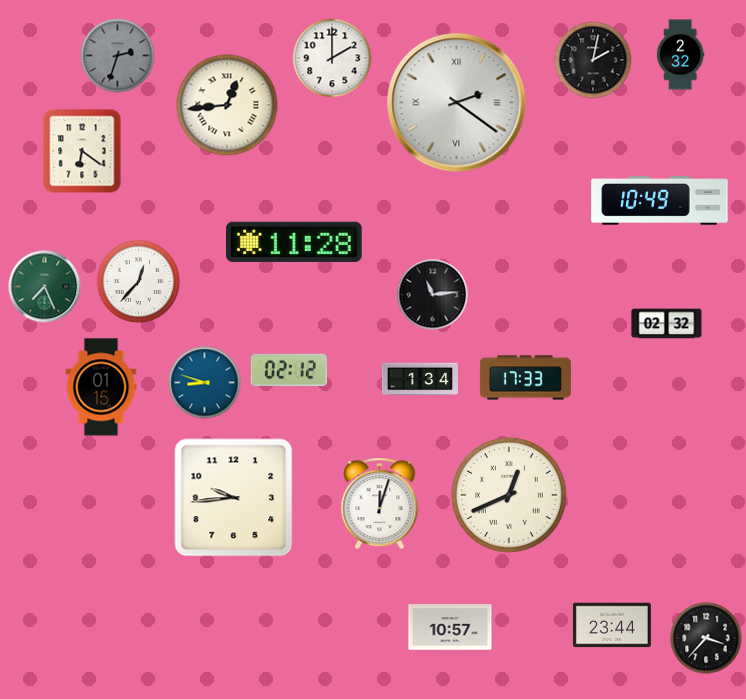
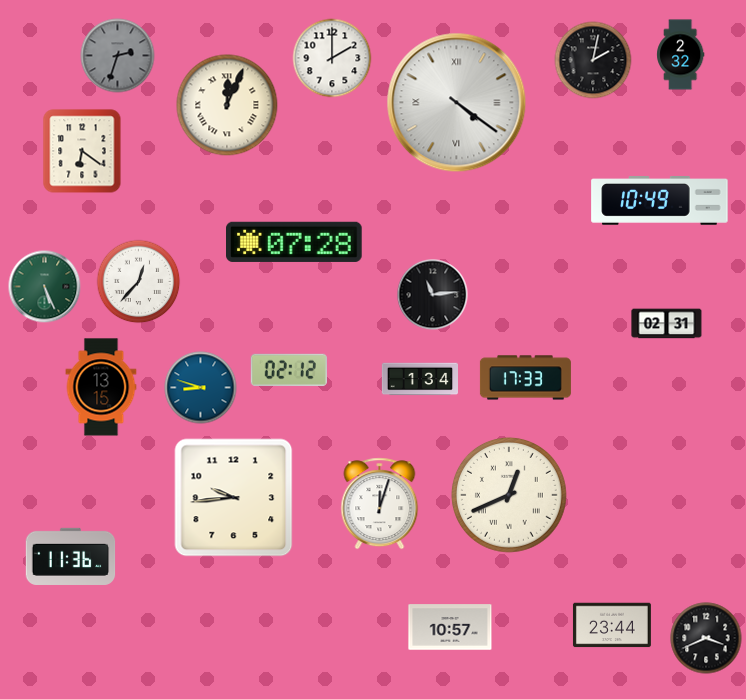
clock at (457, 103): 2:21 -> 4:21
clock at (227, 105): 12:44 -> 12:04
clock at (295, 242): 11:28 -> 07:28
clock at (45, 287): 7:26 -> 5:26
clock at (667, 324): 02:32 -> 02:31
clock at (205, 383) position: (205, 383) -> (201, 388)
clock at (101, 387): 01:15 -> 13:15
clock at (71, 556): none -> 11:36
clock at (706, 638): 3:37 -> 3:41
